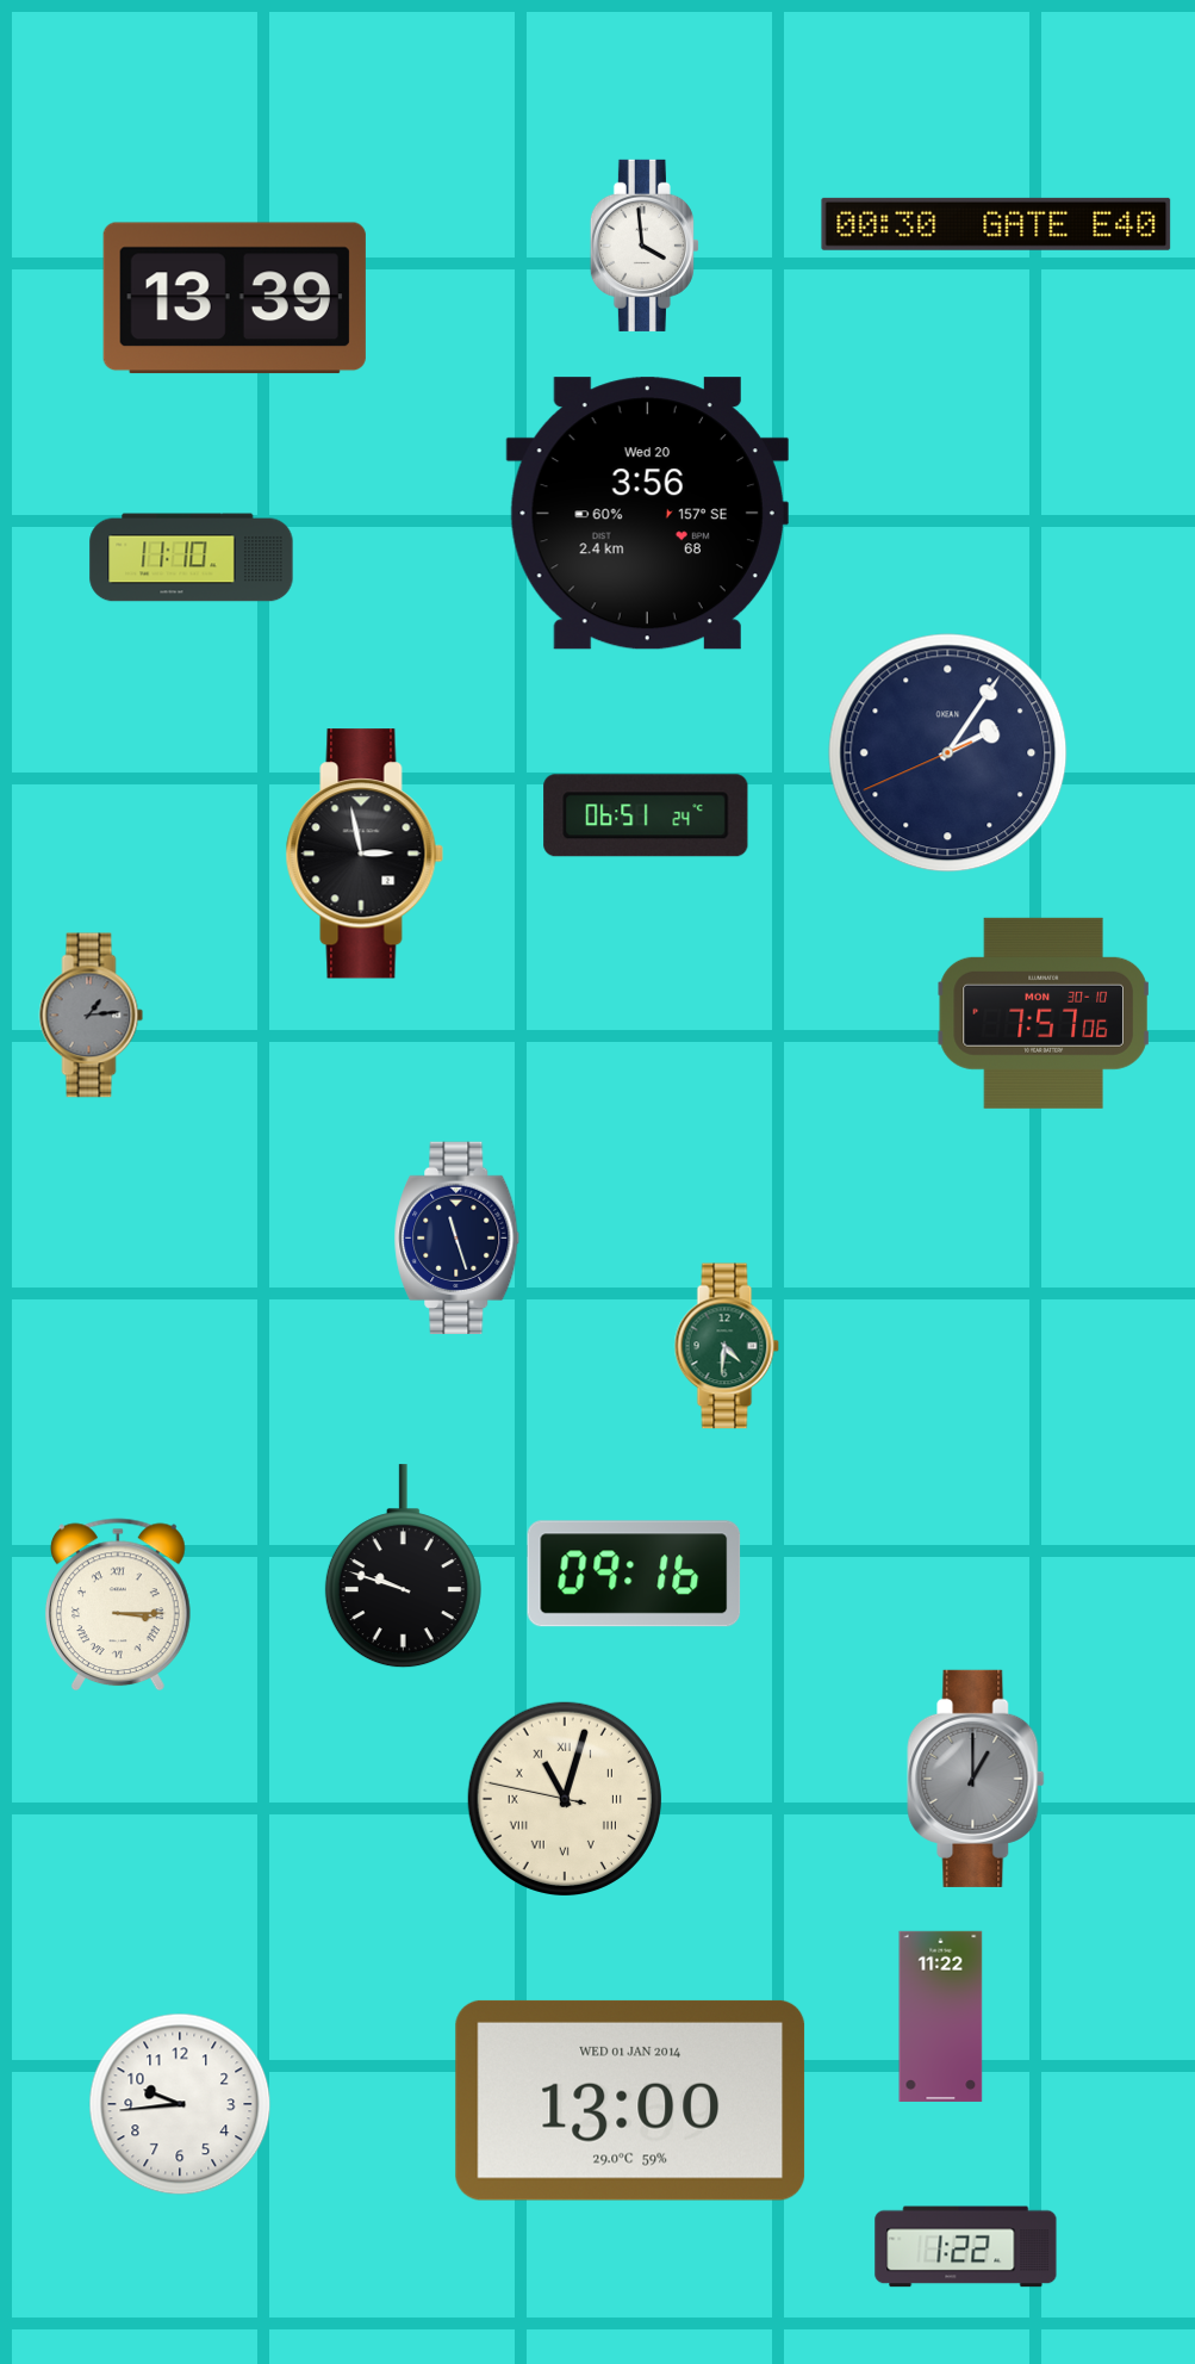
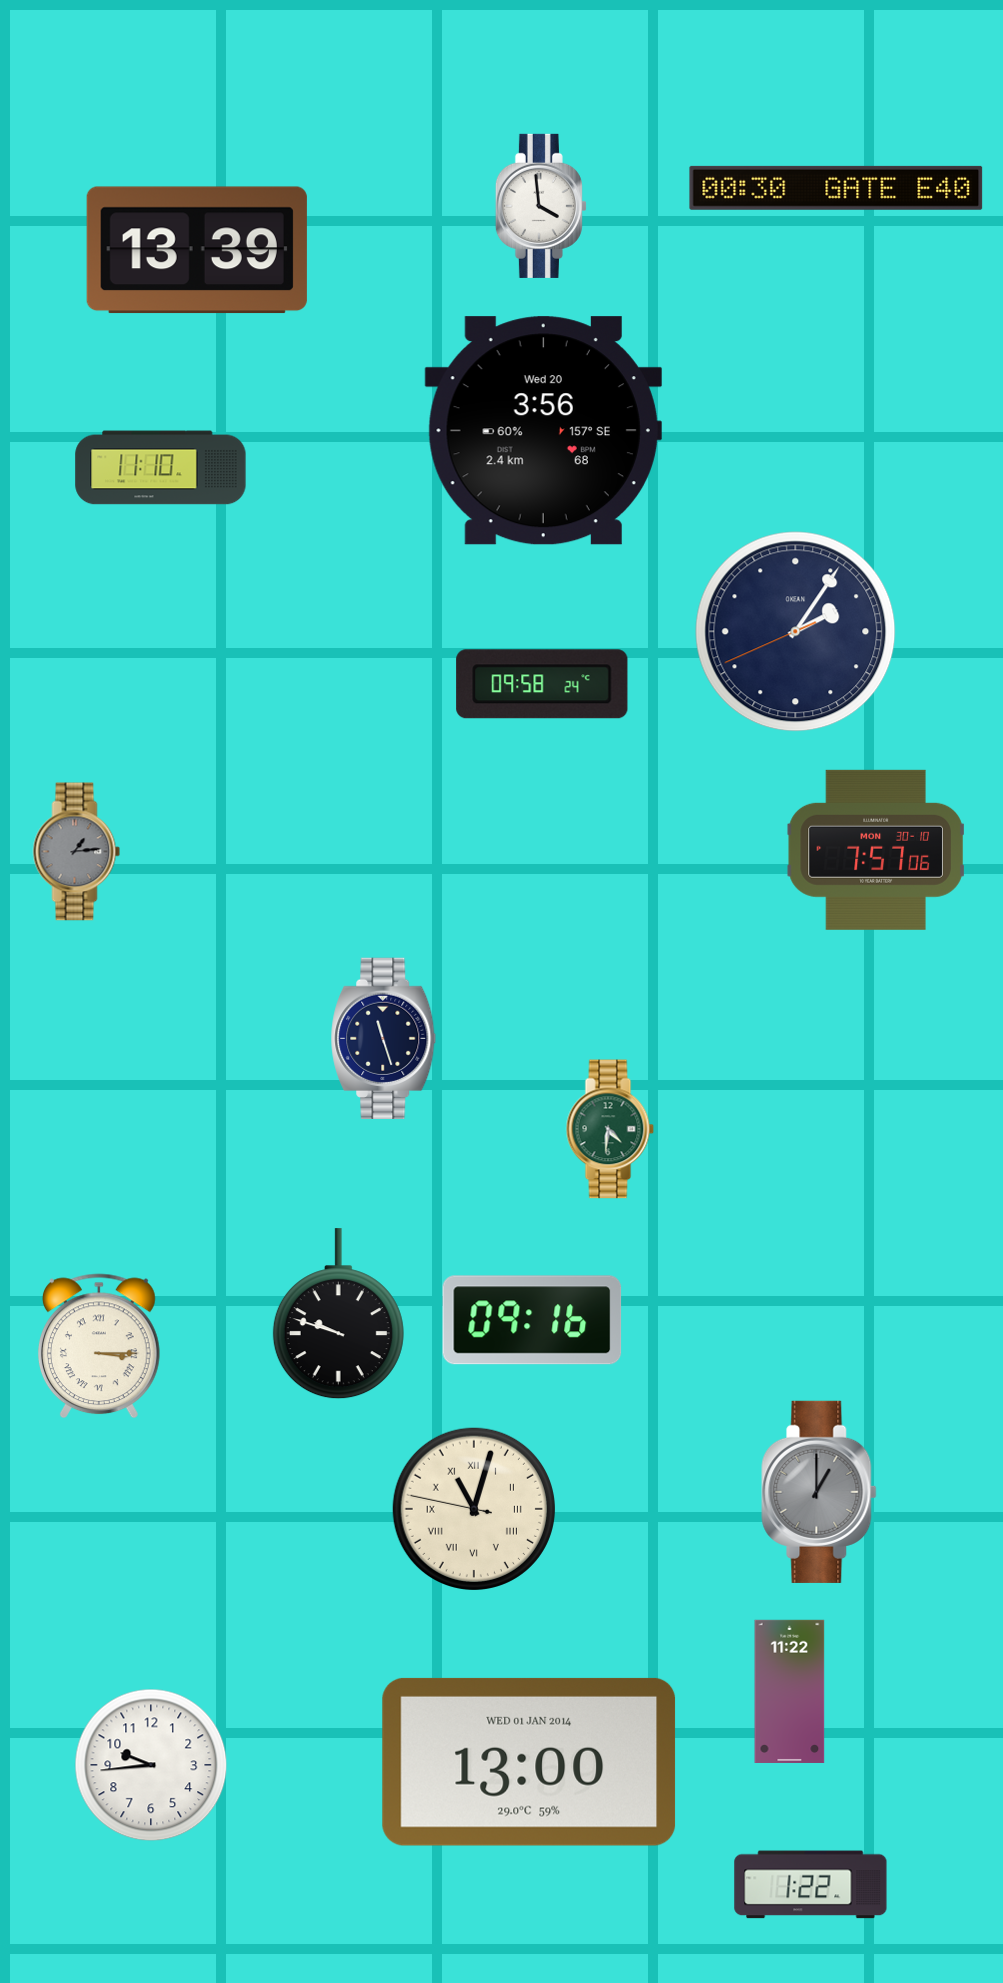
clock at (646, 815): 06:51 -> 09:58
clock at (365, 854): 2:58 -> none
